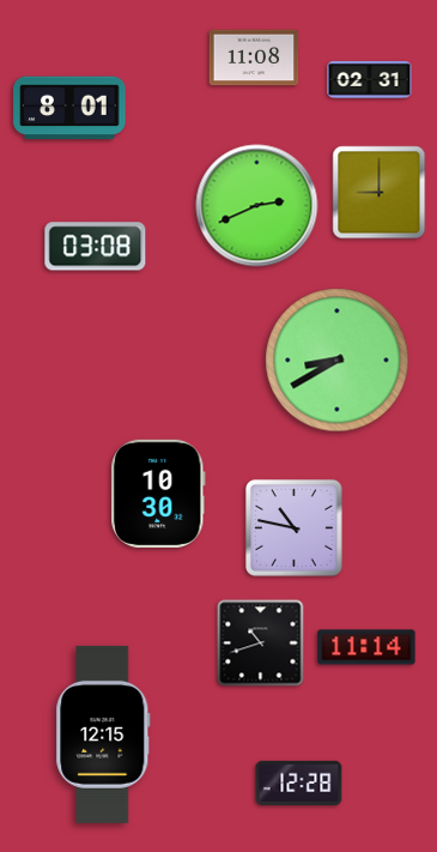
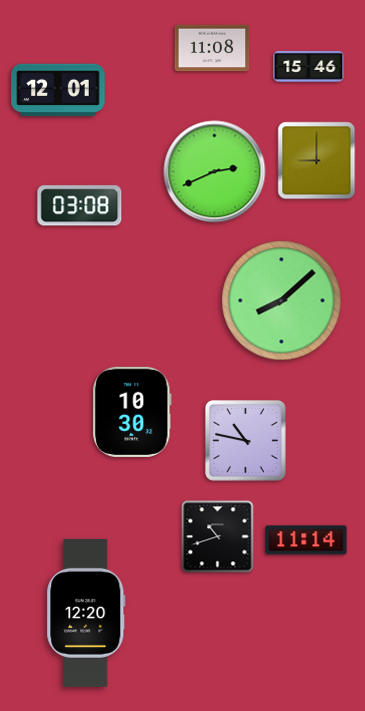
clock at (370, 80): 02:31 -> 15:46
clock at (69, 108): 8:01 -> 12:01
clock at (338, 361): 8:40 -> 8:08
clock at (103, 735): 12:15 -> 12:20
clock at (299, 782): 12:28 -> none
